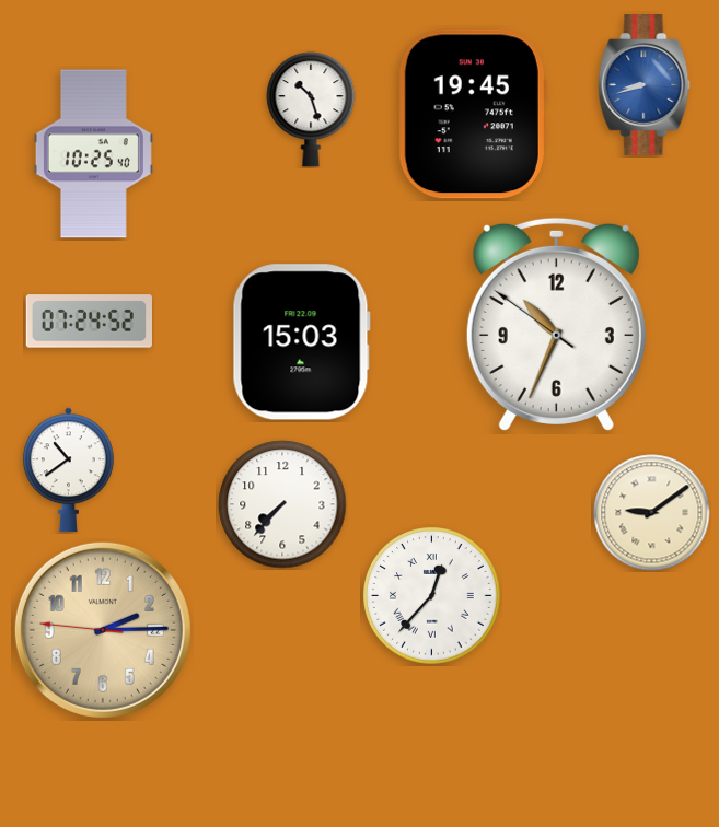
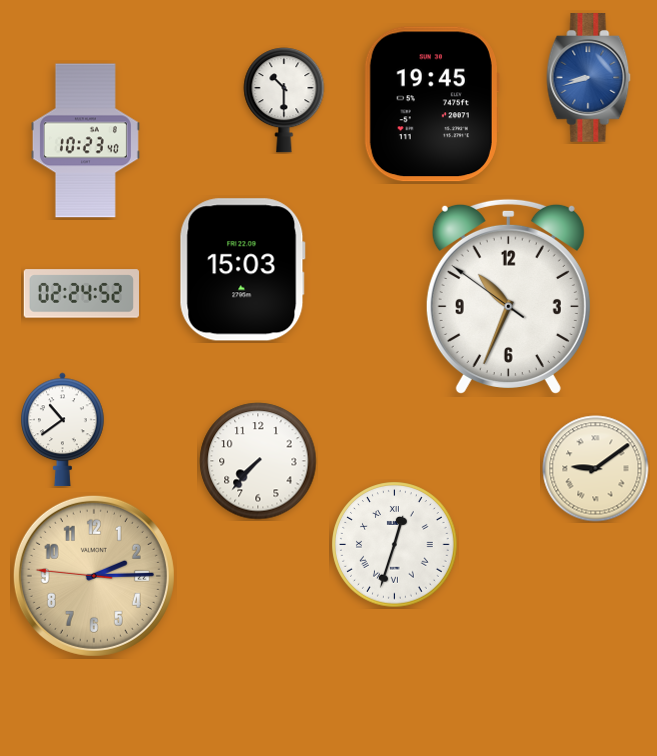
clock at (311, 109): 10:27 -> 10:30
clock at (93, 154): 10:25 -> 10:23
clock at (89, 322): 07:24 -> 02:24
clock at (301, 342) position: (301, 342) -> (242, 270)
clock at (432, 596): 12:37 -> 12:33
